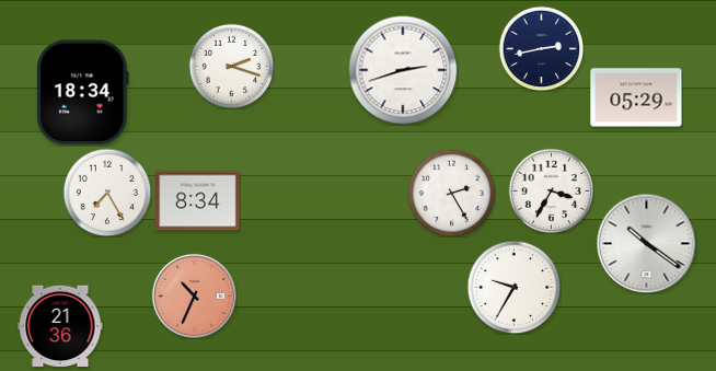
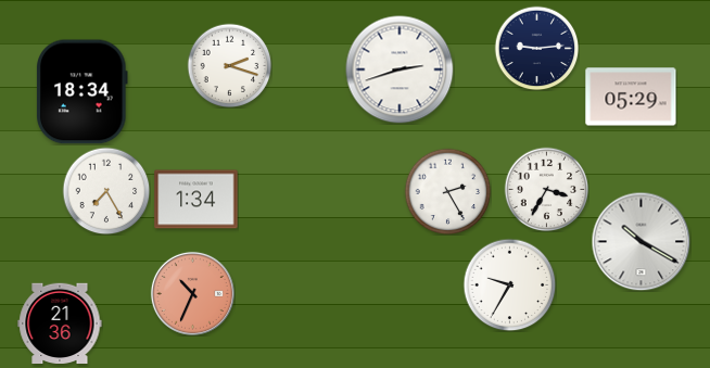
clock at (541, 48): 2:43 -> 9:14
clock at (198, 201): 8:34 -> 1:34
clock at (646, 243): 10:21 -> 10:20
